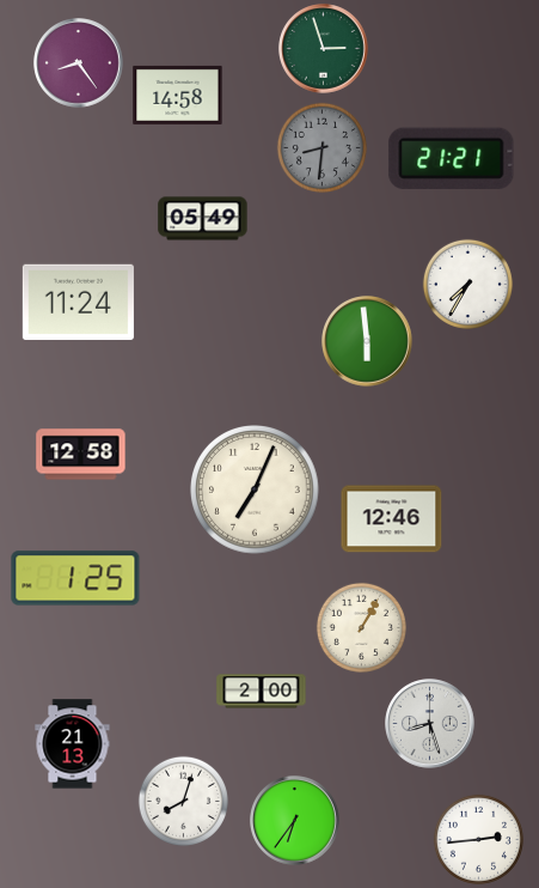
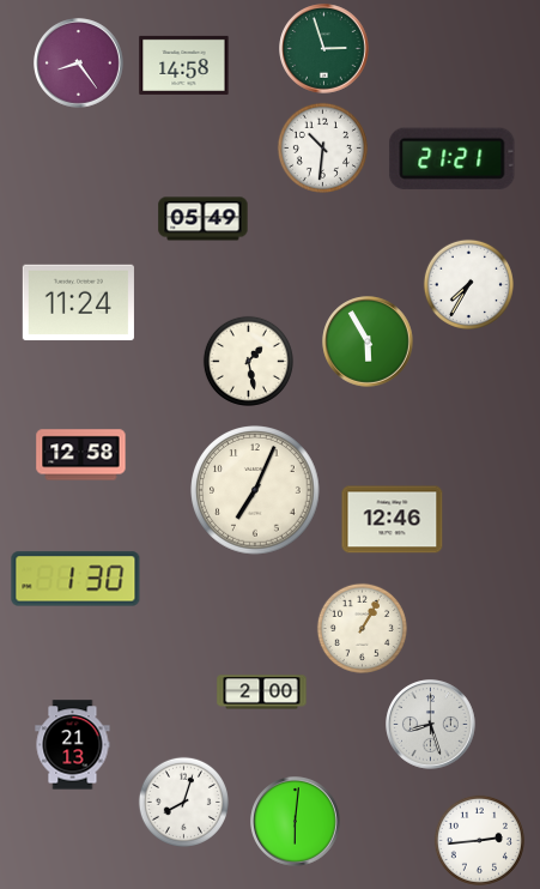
clock at (178, 95) position: (178, 95) -> (184, 65)
clock at (321, 147): 8:31 -> 10:31
clock at (321, 147) dial: grey -> white
clock at (367, 341): 5:59 -> 5:55
clock at (248, 361): none -> 1:28
clock at (75, 578): 1:25 -> 1:30
clock at (295, 821): 6:36 -> 6:01
